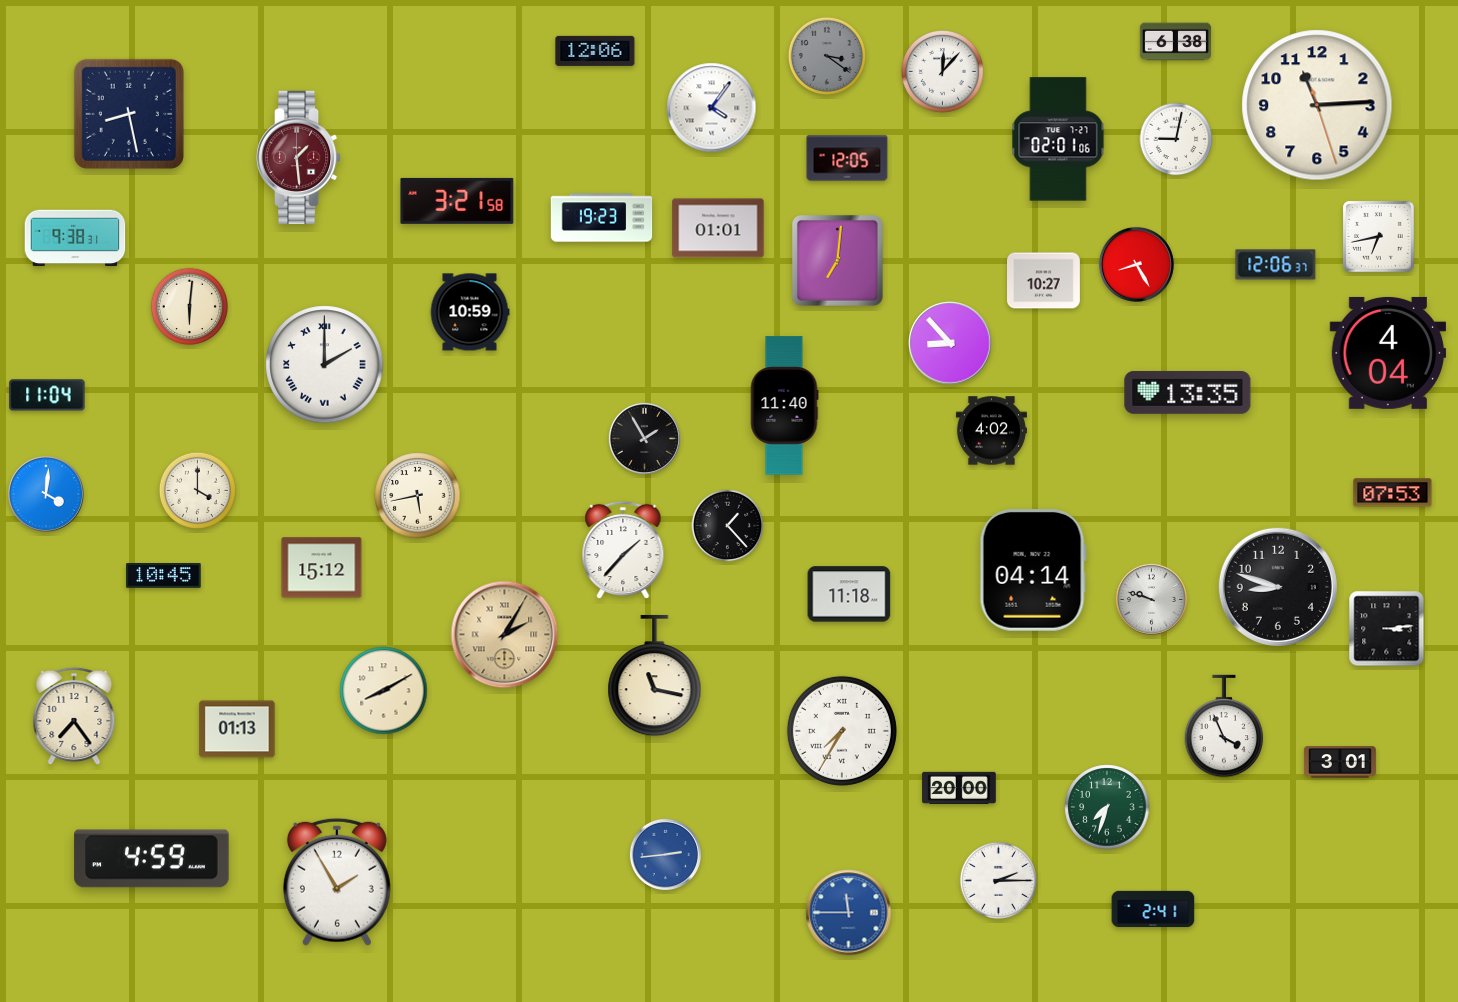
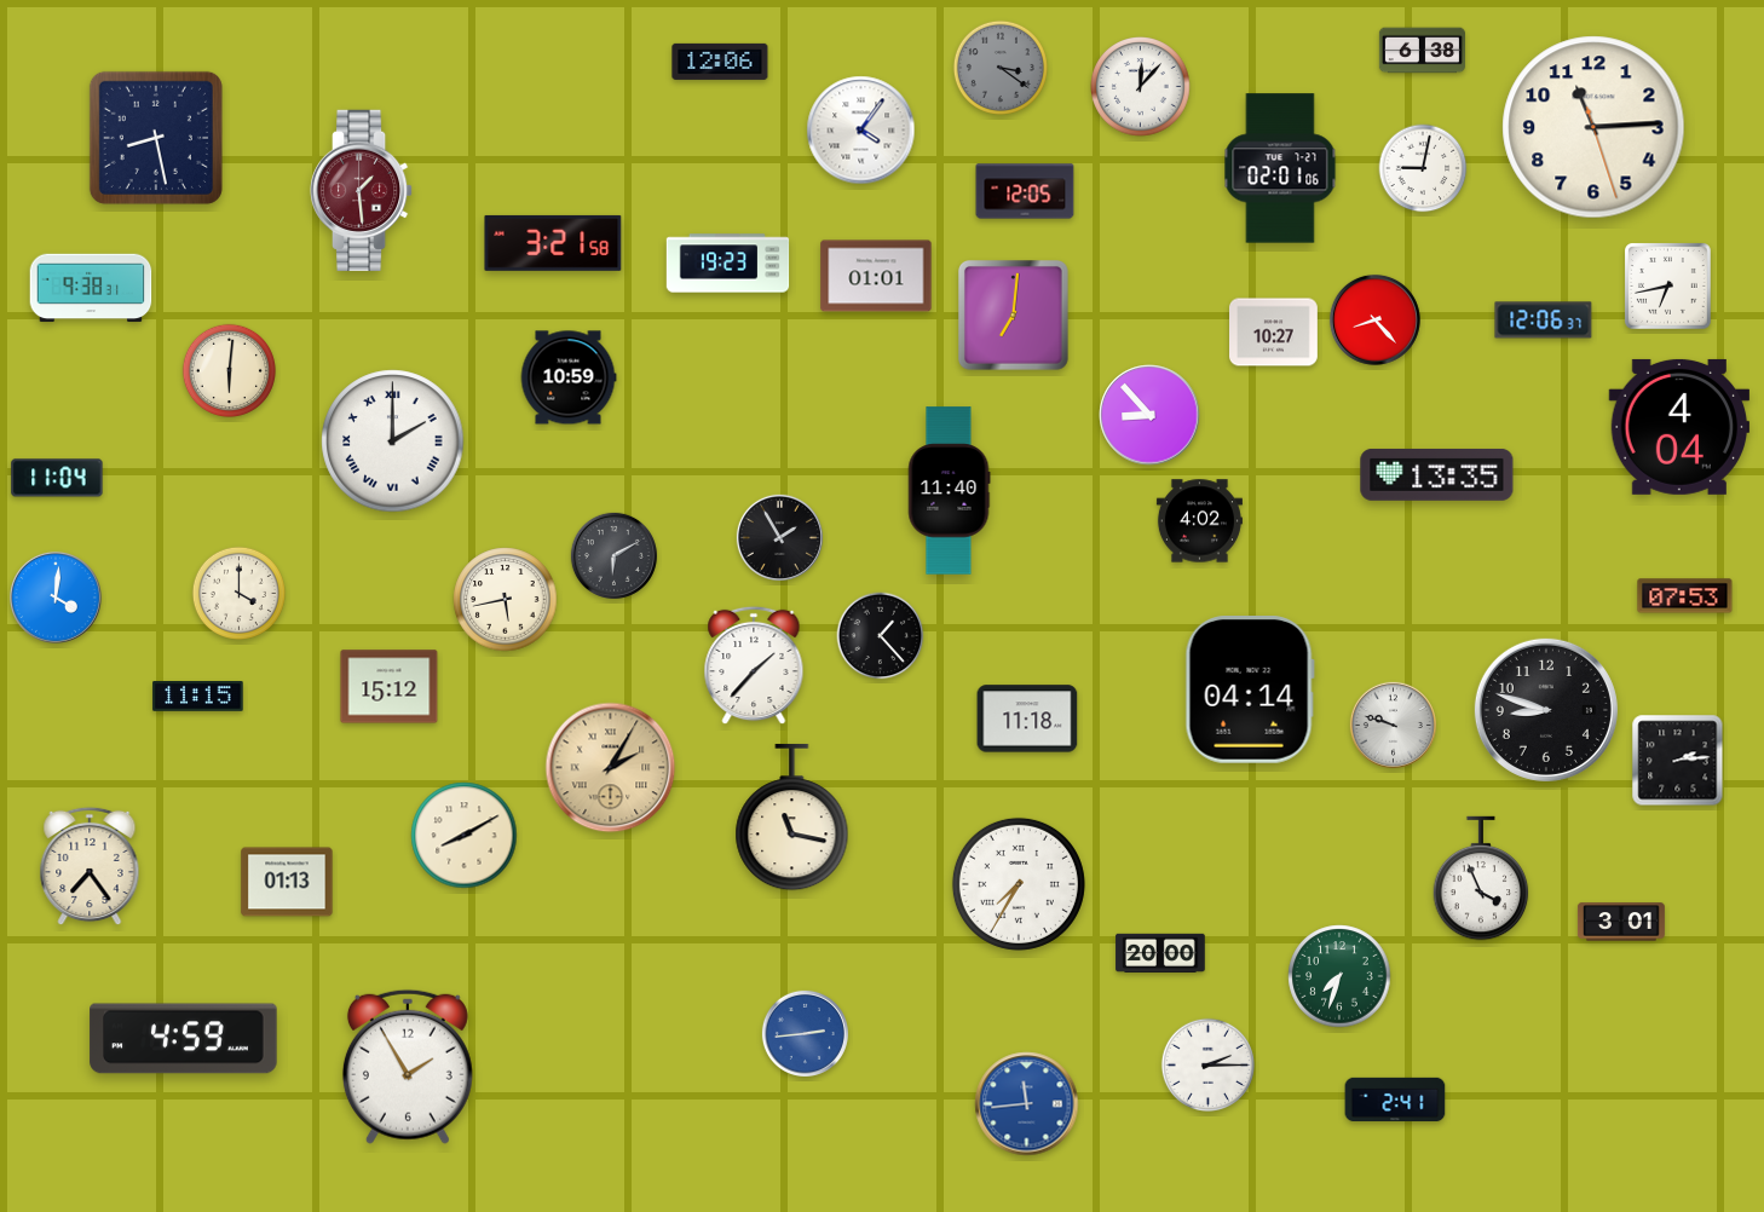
clock at (718, 228) position: (718, 228) -> (876, 276)
clock at (1136, 264): 8:25 -> 8:23
clock at (1044, 281) position: (1044, 281) -> (1274, 333)
clock at (644, 438) position: (644, 438) -> (779, 537)
clock at (613, 555): none -> 6:10
clock at (164, 576): 10:45 -> 11:15
clock at (1387, 629): 3:14 -> 2:14
clock at (849, 913): 11:45 -> 11:44
